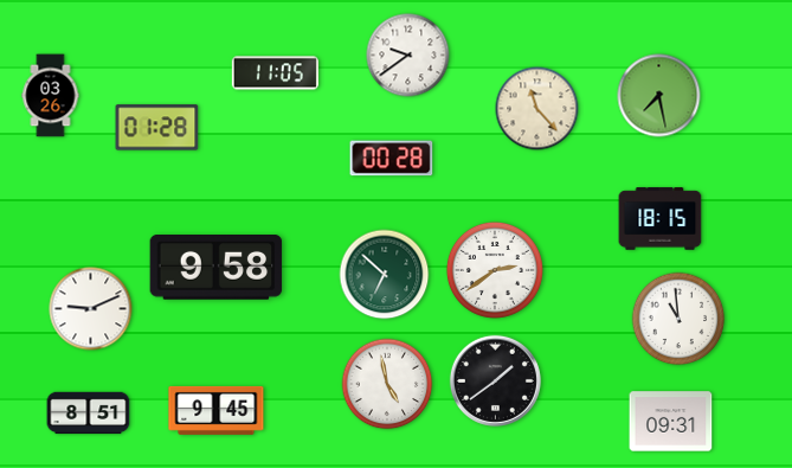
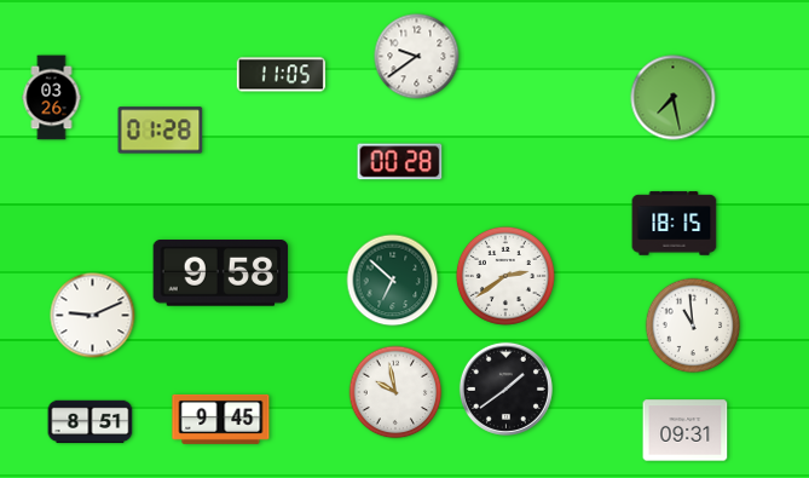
clock at (537, 109): 11:23 -> none
clock at (387, 384): 4:58 -> 9:58
